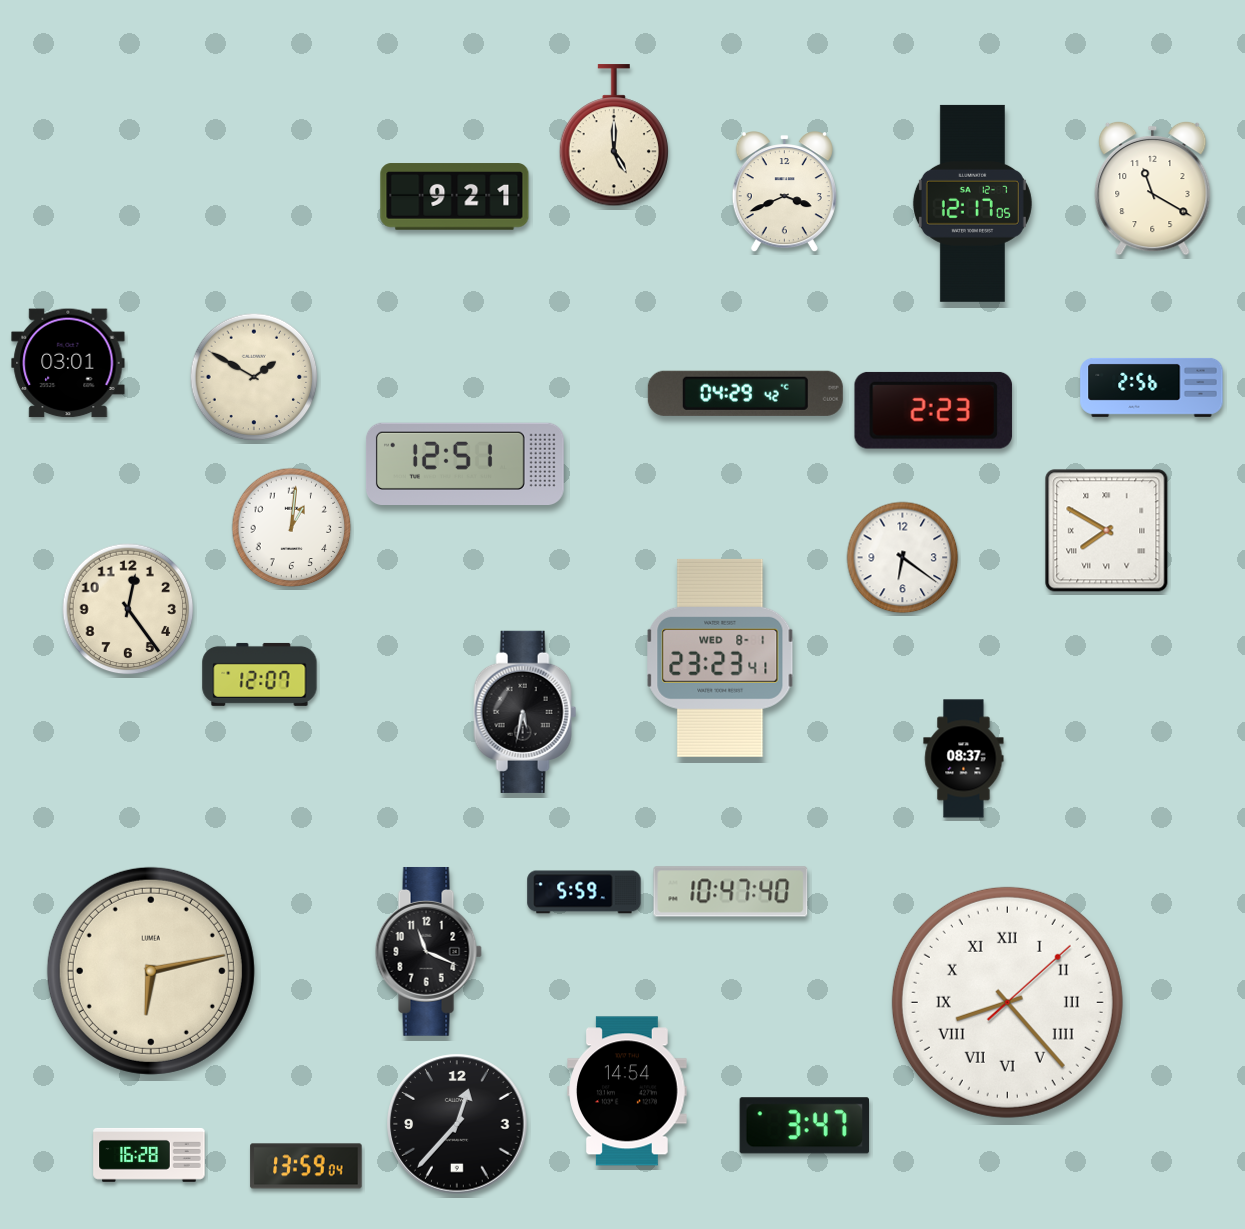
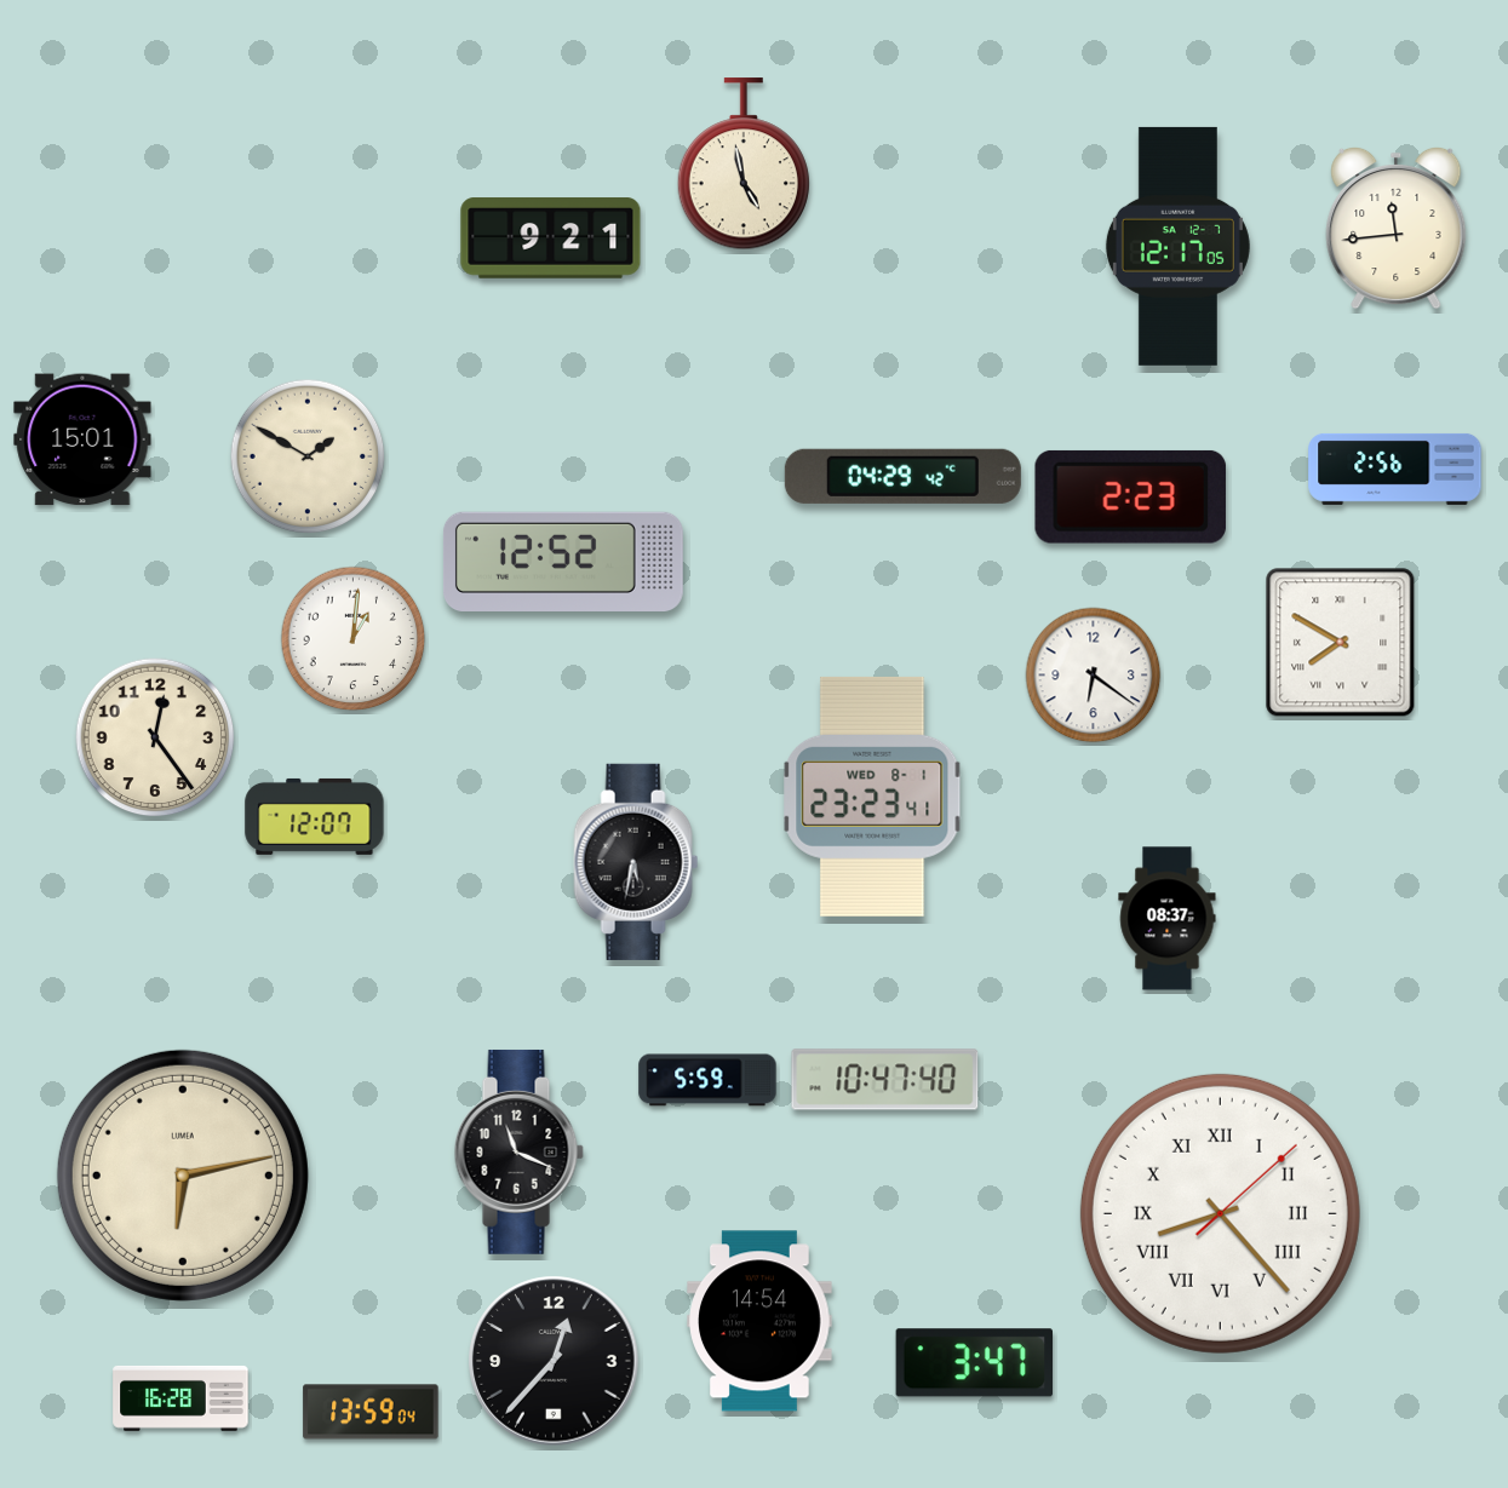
clock at (613, 136): 5:00 -> 4:58
clock at (1153, 188): 11:20 -> 11:44
clock at (784, 192): 3:41 -> none
clock at (68, 363): 03:01 -> 15:01
clock at (465, 463): 12:51 -> 12:52
